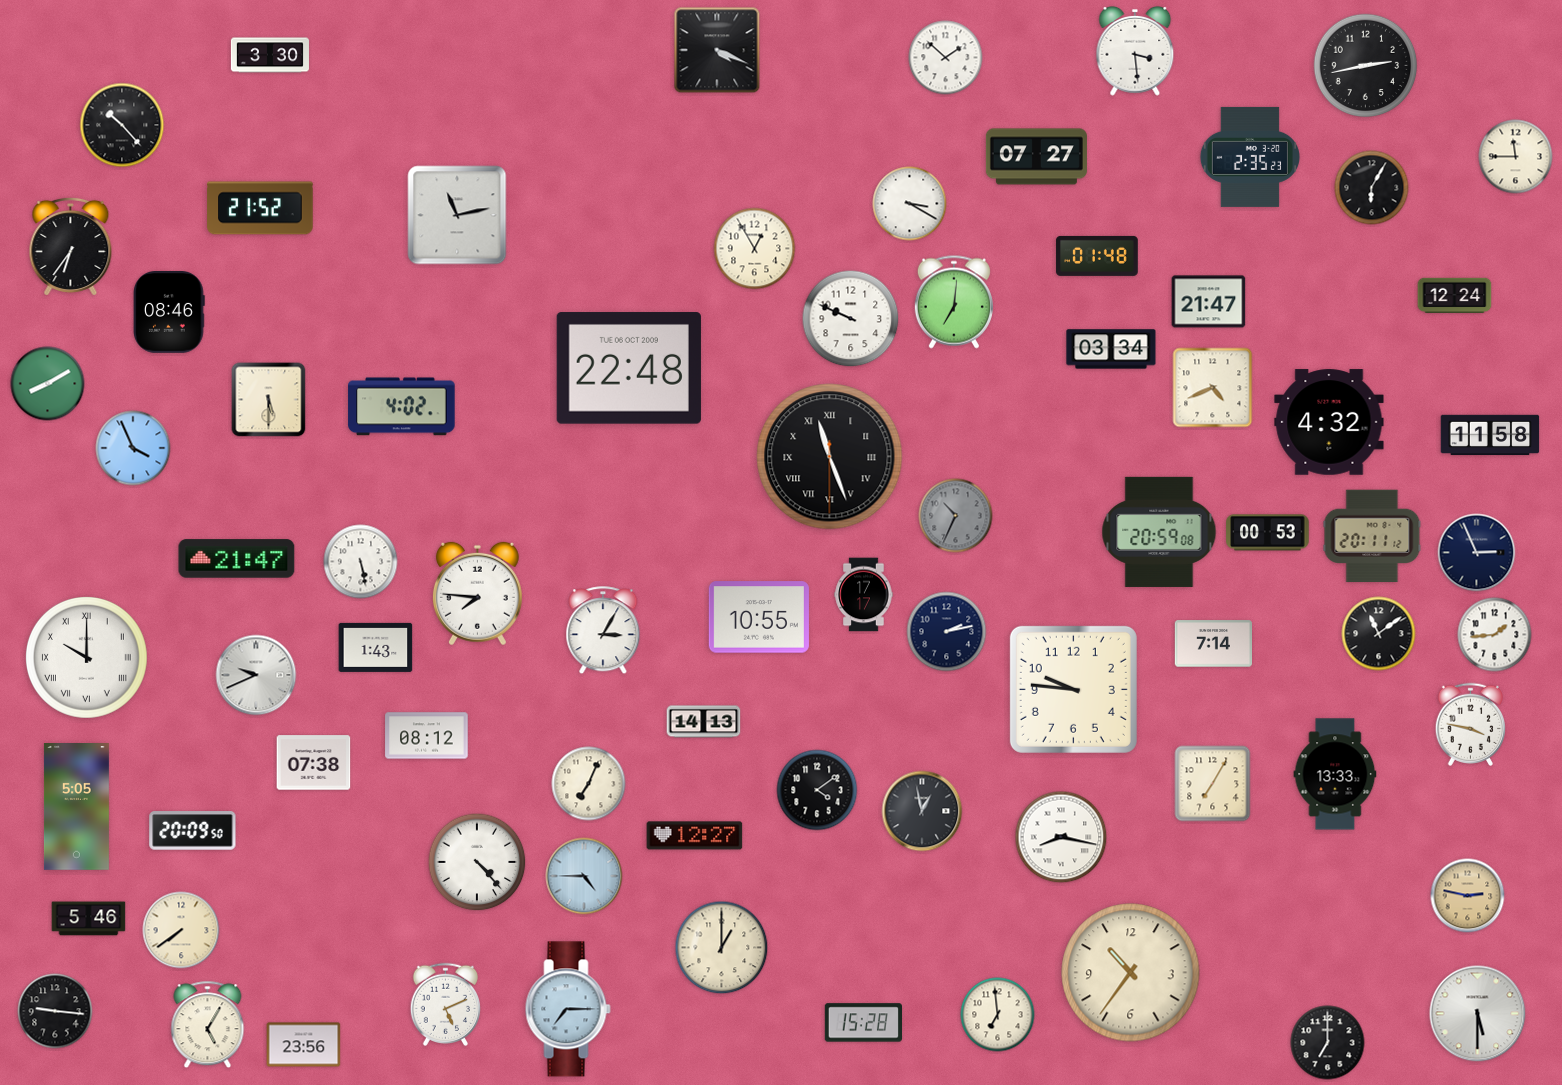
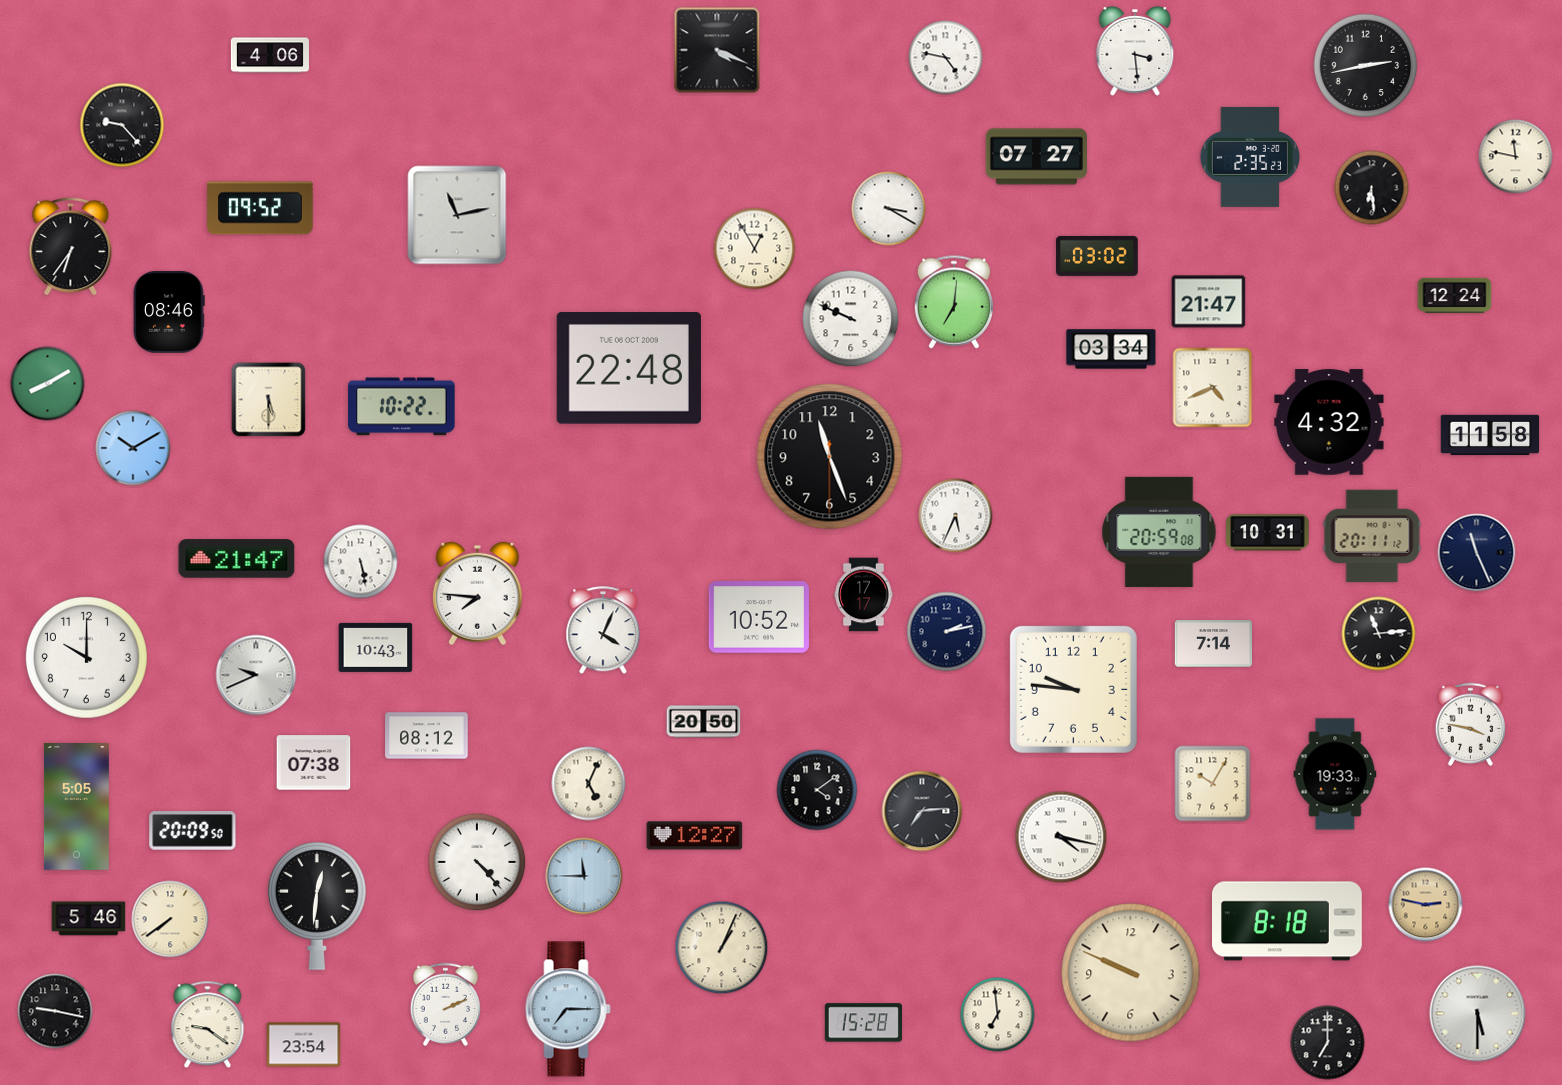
clock at (270, 55): 3:30 -> 4:06
clock at (946, 58): 1:52 -> 4:47
clock at (122, 125): 10:23 -> 9:23
clock at (1516, 157): 11:45 -> 11:47
clock at (1372, 188): 6:05 -> 6:29
clock at (910, 204) position: (910, 204) -> (889, 209)
clock at (260, 208): 21:52 -> 09:52
clock at (1097, 256): 01:48 -> 03:02
clock at (402, 407): 4:02 -> 10:22
clock at (133, 448): 3:56 -> 10:10
clock at (830, 457) numerals: Roman -> Arabic
clock at (956, 516): 10:34 -> 5:34
clock at (956, 516) dial: grey -> white
clock at (1268, 533): 00:53 -> 10:31
clock at (1477, 553): 2:56 -> 11:26
clock at (759, 617): 10:55 -> 10:52
clock at (603, 631): 3:05 -> 4:04
clock at (1379, 634): 11:09 -> 11:14
clock at (1495, 635): 1:44 -> none
clock at (376, 647): 1:43 -> 10:43
clock at (86, 657) numerals: Roman -> Arabic
clock at (704, 722): 14:13 -> 20:50
clock at (1335, 774): 13:33 -> 19:33
clock at (589, 784): 7:04 -> 5:04
clock at (1213, 784): 7:05 -> 10:05
clock at (922, 811): 12:58 -> 7:14
clock at (1061, 837): 8:17 -> 4:17
clock at (584, 876): 4:45 -> 11:45
clock at (1468, 896) position: (1468, 896) -> (1426, 905)
clock at (318, 906): none -> 12:31
clock at (1288, 921): none -> 8:18
clock at (181, 930) position: (181, 930) -> (170, 919)
clock at (722, 948): 1:00 -> 1:04
clock at (1131, 973): 10:36 -> 9:49
clock at (445, 1004): 5:11 -> 2:11
clock at (55, 1011): 9:16 -> 9:17
clock at (208, 1025): 5:05 -> 9:21
clock at (304, 1045): 23:56 -> 23:54
